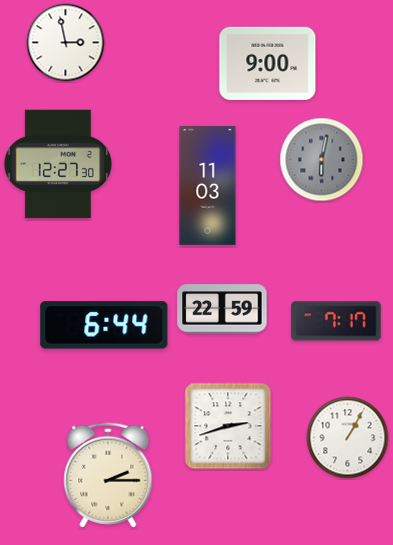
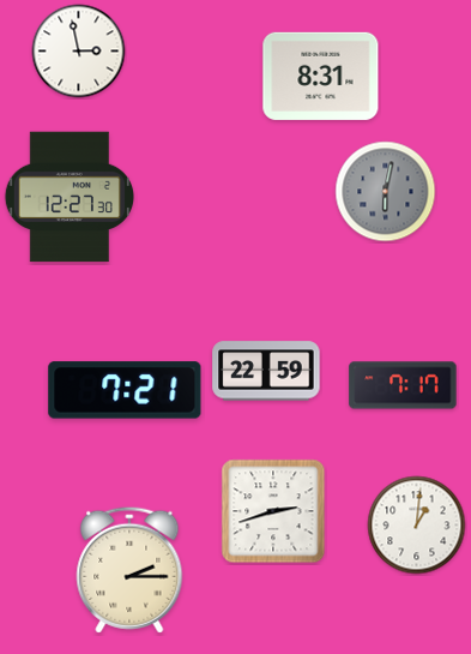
clock at (268, 63): 9:00 -> 8:31
clock at (208, 186): 11:03 -> none
clock at (104, 325): 6:44 -> 7:21
clock at (348, 438): 1:05 -> 1:01
